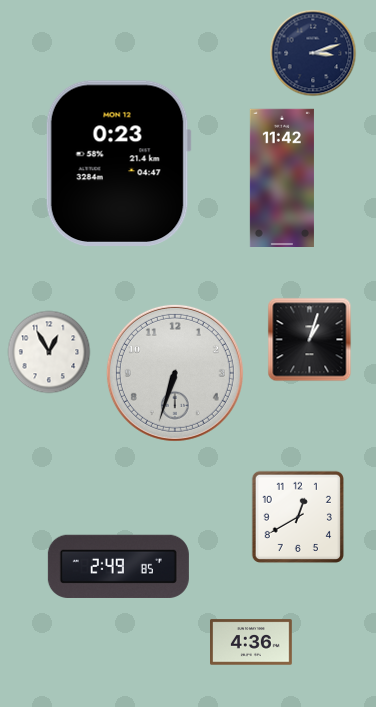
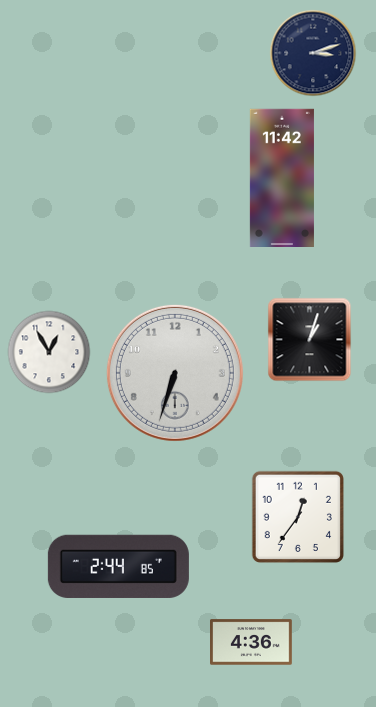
clock at (118, 163): 0:23 -> none
clock at (298, 517): 12:40 -> 12:36
clock at (118, 566): 2:49 -> 2:44
